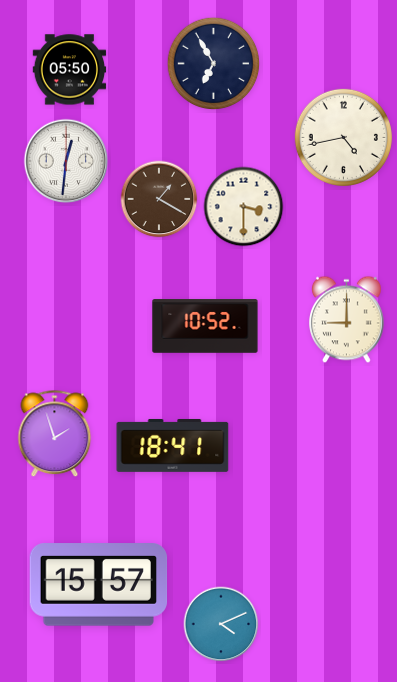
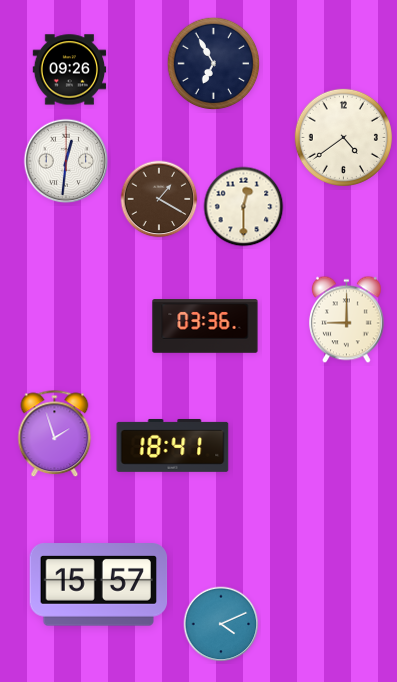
clock at (70, 70): 05:50 -> 09:26
clock at (343, 137): 4:43 -> 4:39
clock at (244, 207): 3:30 -> 12:30
clock at (205, 326): 10:52 -> 03:36
